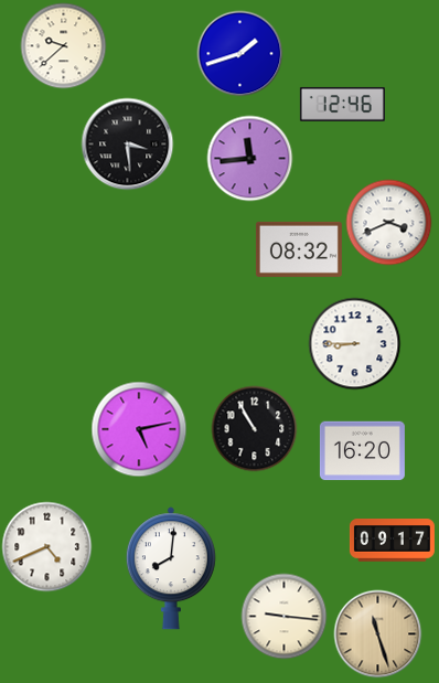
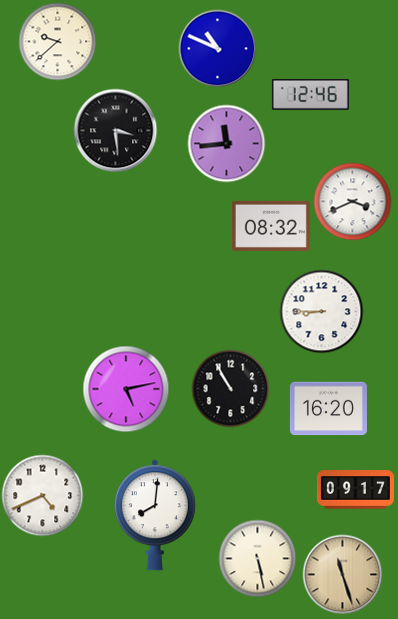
clock at (239, 53): 1:42 -> 10:49
clock at (283, 616): 9:16 -> 5:28
